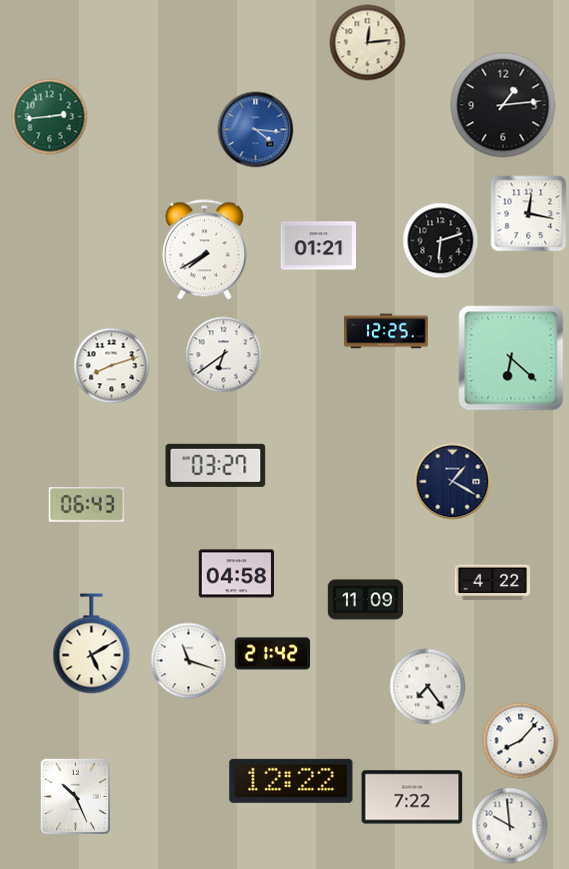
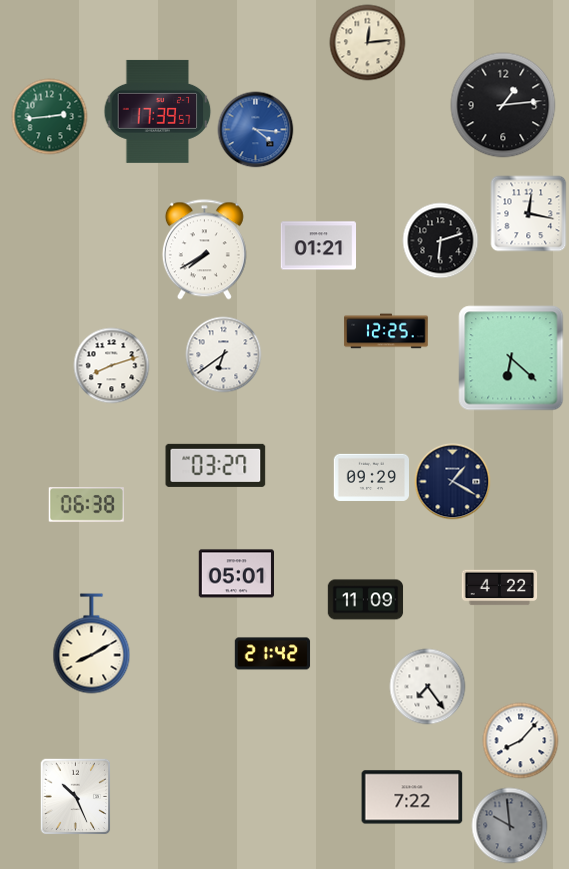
clock at (158, 111): none -> 17:39
clock at (372, 477): none -> 09:29
clock at (86, 505): 06:43 -> 06:38
clock at (236, 574): 04:58 -> 05:01
clock at (493, 583) position: (493, 583) -> (500, 588)
clock at (92, 644): 5:10 -> 8:10
clock at (189, 661): 11:18 -> none
clock at (291, 781): 12:22 -> none
clock at (510, 826) dial: white -> grey
